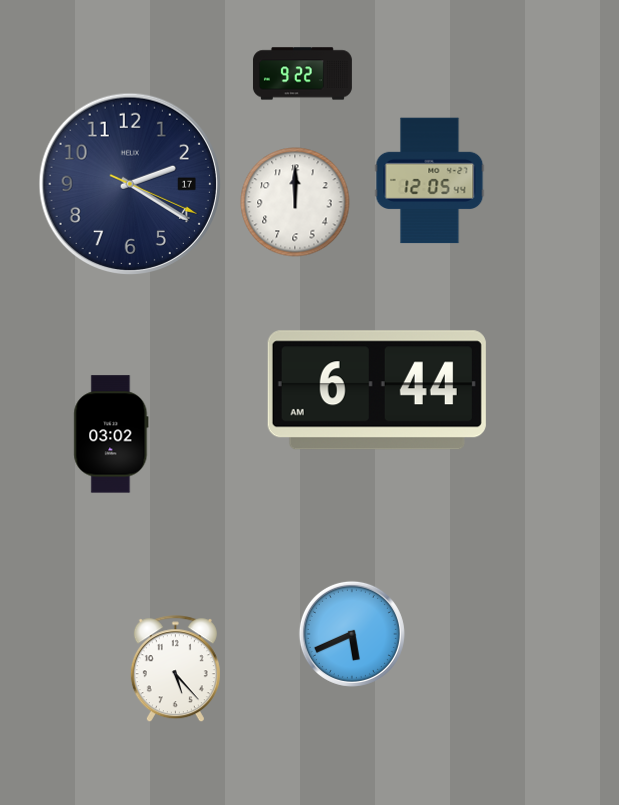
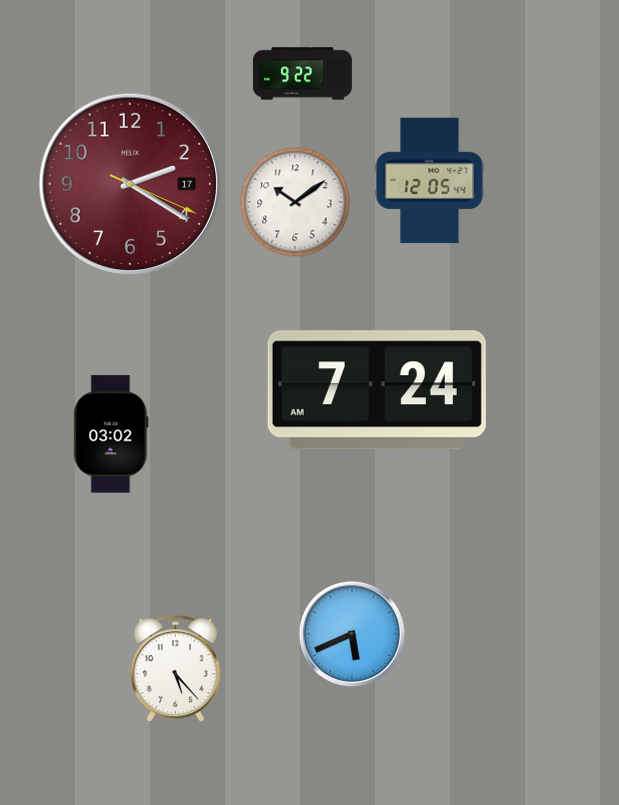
clock at (129, 183) dial: navy -> burgundy
clock at (295, 202): 12:00 -> 10:09
clock at (377, 390): 6:44 -> 7:24
